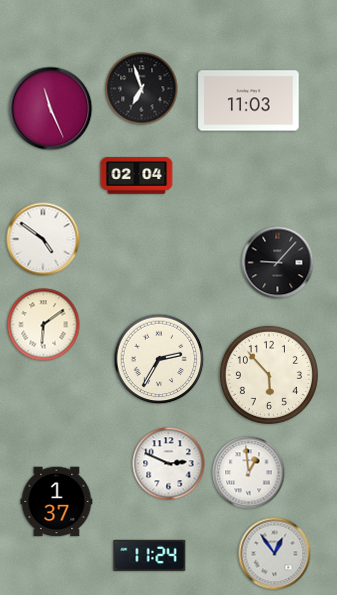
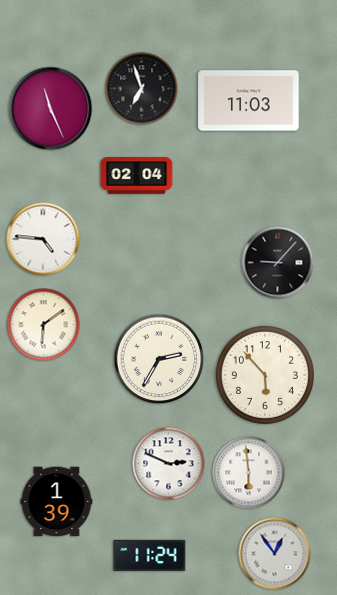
clock at (43, 239): 4:51 -> 4:46
clock at (269, 375) position: (269, 375) -> (265, 375)
clock at (249, 473): 12:59 -> 5:59
clock at (57, 502): 1:37 -> 1:39
